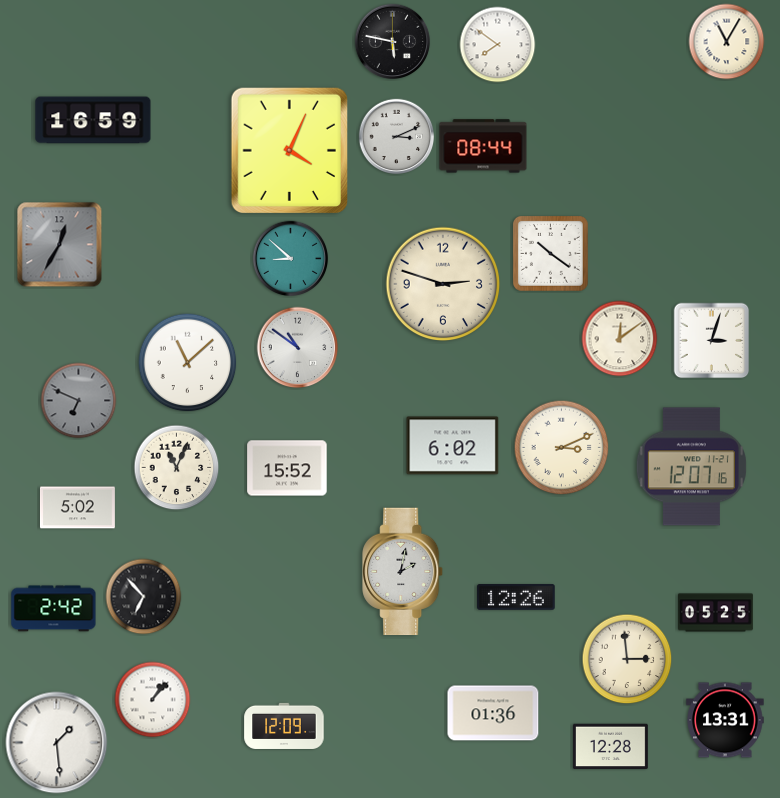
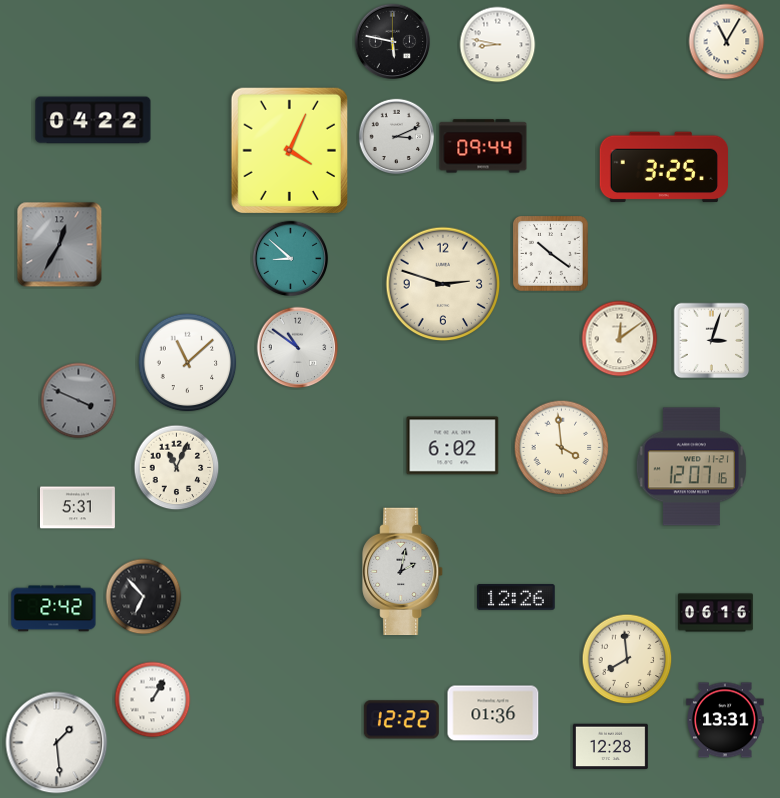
clock at (498, 45): 7:51 -> 8:47
clock at (93, 120): 16:59 -> 04:22
clock at (483, 146): 08:44 -> 09:44
clock at (663, 167): none -> 3:25
clock at (79, 401): 6:49 -> 3:49
clock at (562, 448): 3:11 -> 3:59
clock at (287, 468): 15:52 -> none
clock at (77, 508): 5:02 -> 5:31
clock at (716, 613): 05:25 -> 06:16
clock at (627, 659): 2:59 -> 7:59
clock at (153, 700): 1:07 -> 1:05
clock at (401, 720): none -> 12:22
clock at (284, 726): 12:09 -> none
